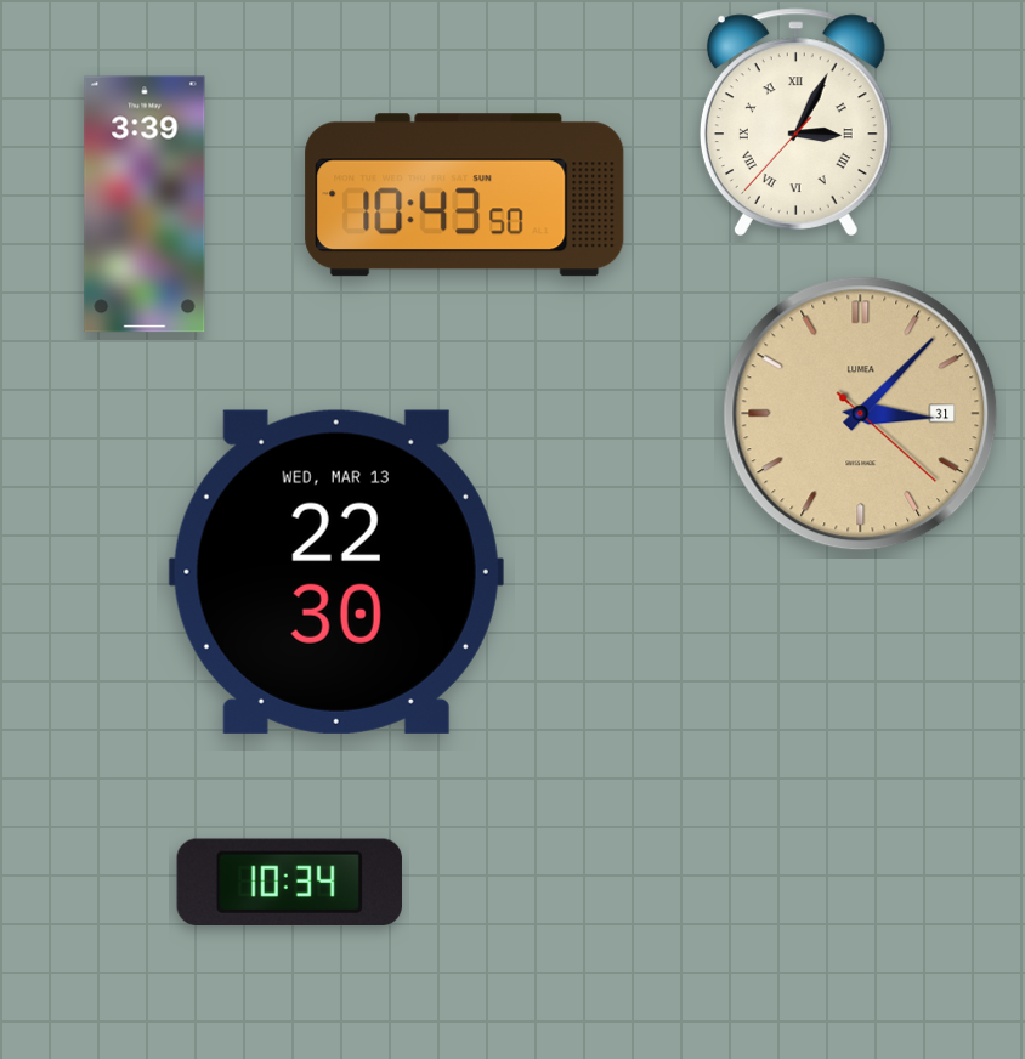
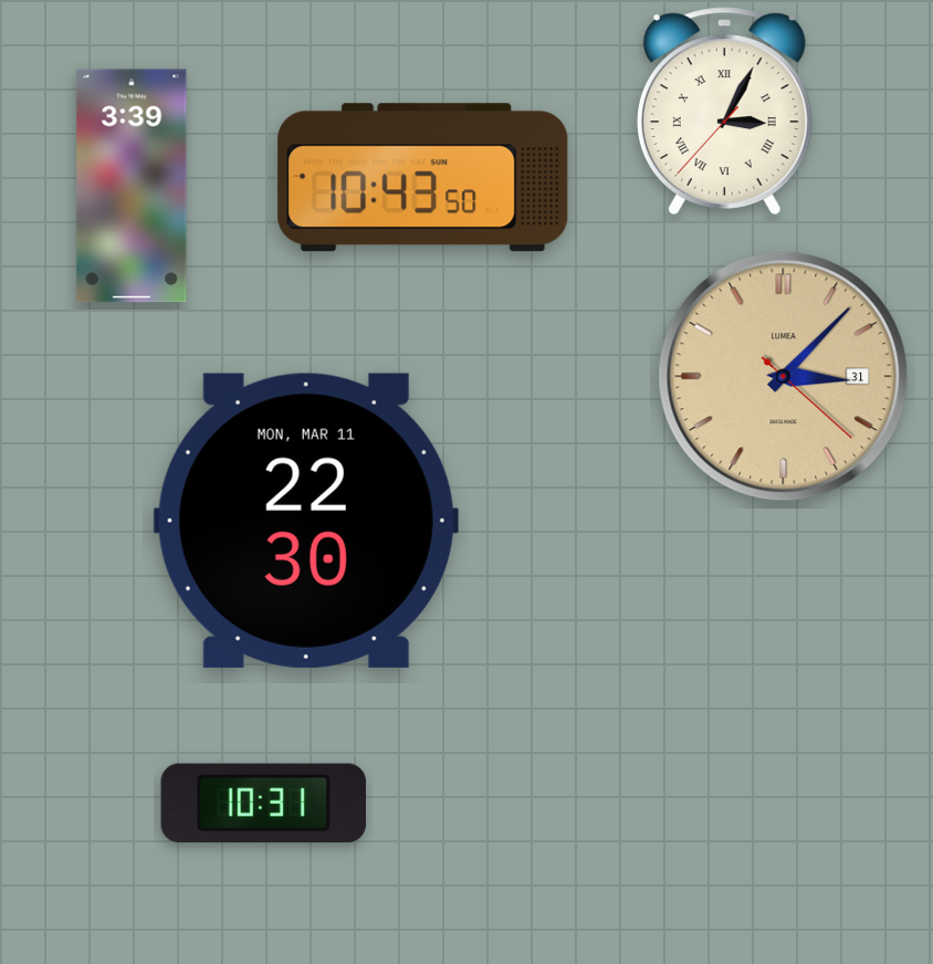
clock at (336, 572) date: WED, MAR 13 -> MON, MAR 11
clock at (289, 883): 10:34 -> 10:31
